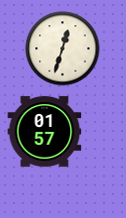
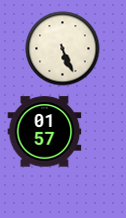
clock at (63, 49): 12:33 -> 5:26
